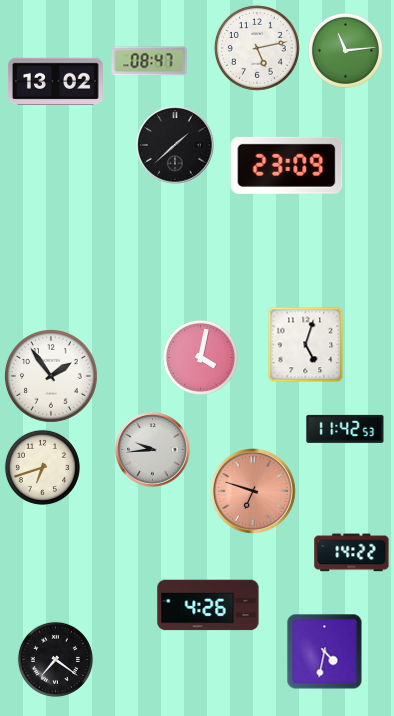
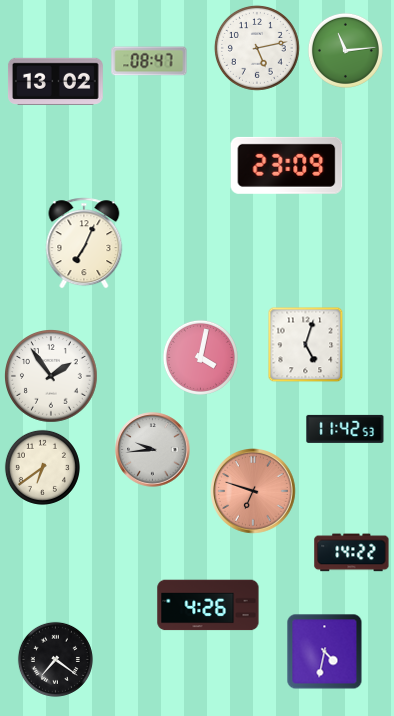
clock at (175, 145): 1:38 -> none
clock at (84, 243): none -> 7:04
clock at (42, 467): 6:42 -> 6:39
